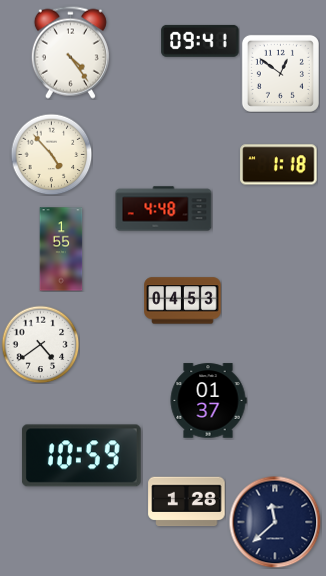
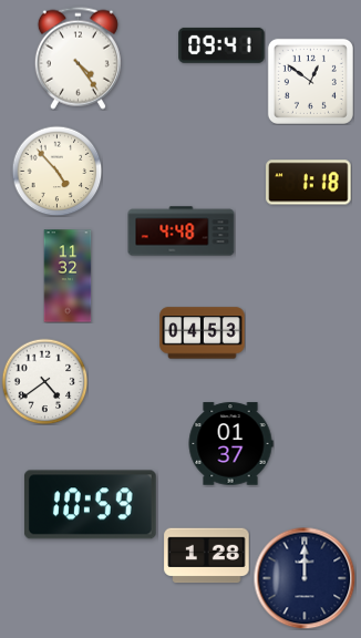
clock at (61, 249): 1:55 -> 11:32
clock at (275, 522): 11:38 -> 12:00
